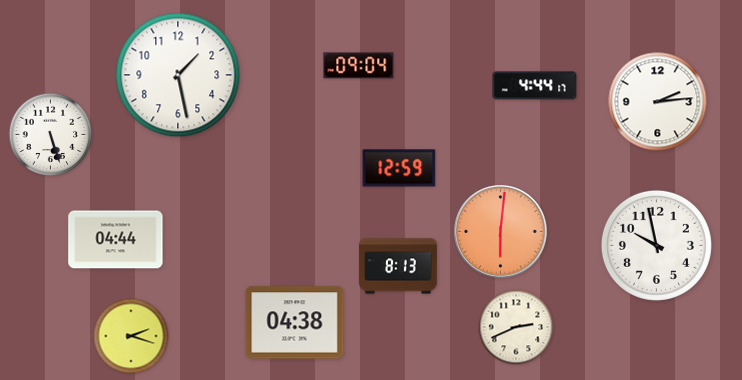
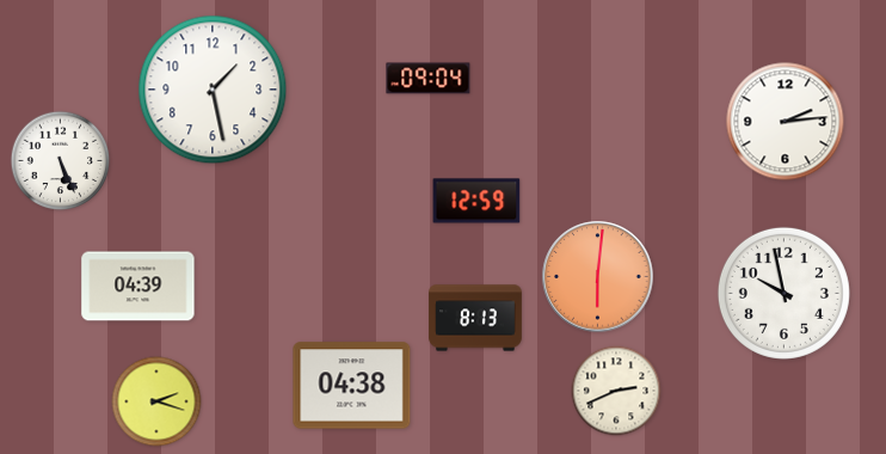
clock at (535, 86): 4:44 -> none
clock at (51, 135): 5:27 -> 5:26
clock at (116, 240): 04:44 -> 04:39
